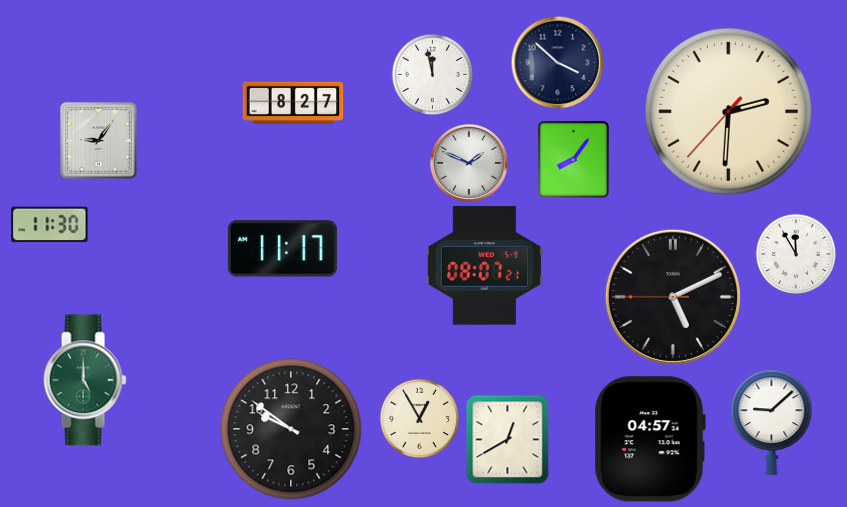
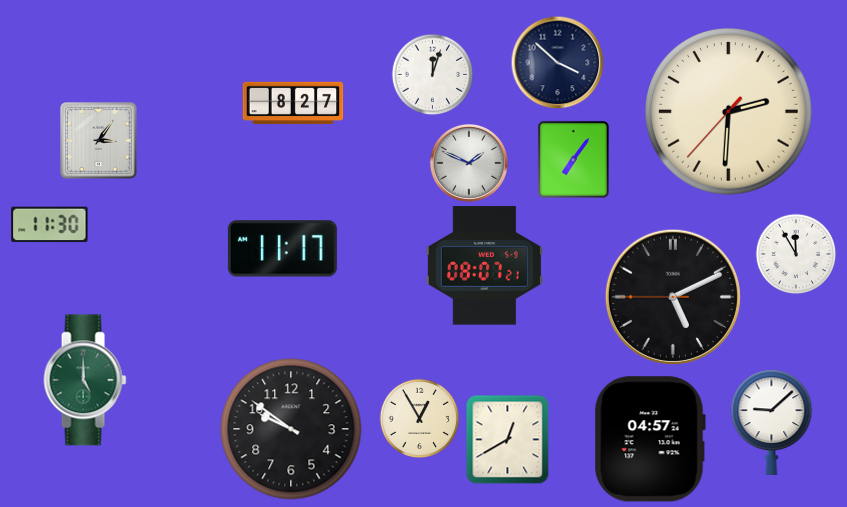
clock at (432, 74): 11:58 -> 12:03
clock at (99, 141): 9:06 -> 3:06
clock at (573, 159): 8:06 -> 7:06
